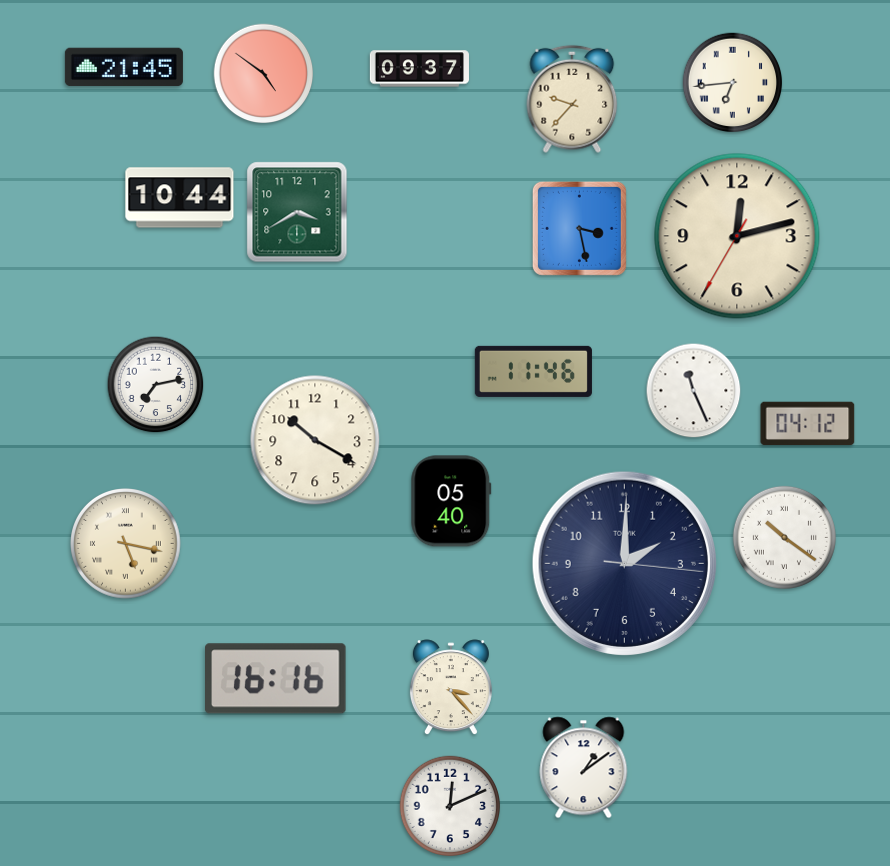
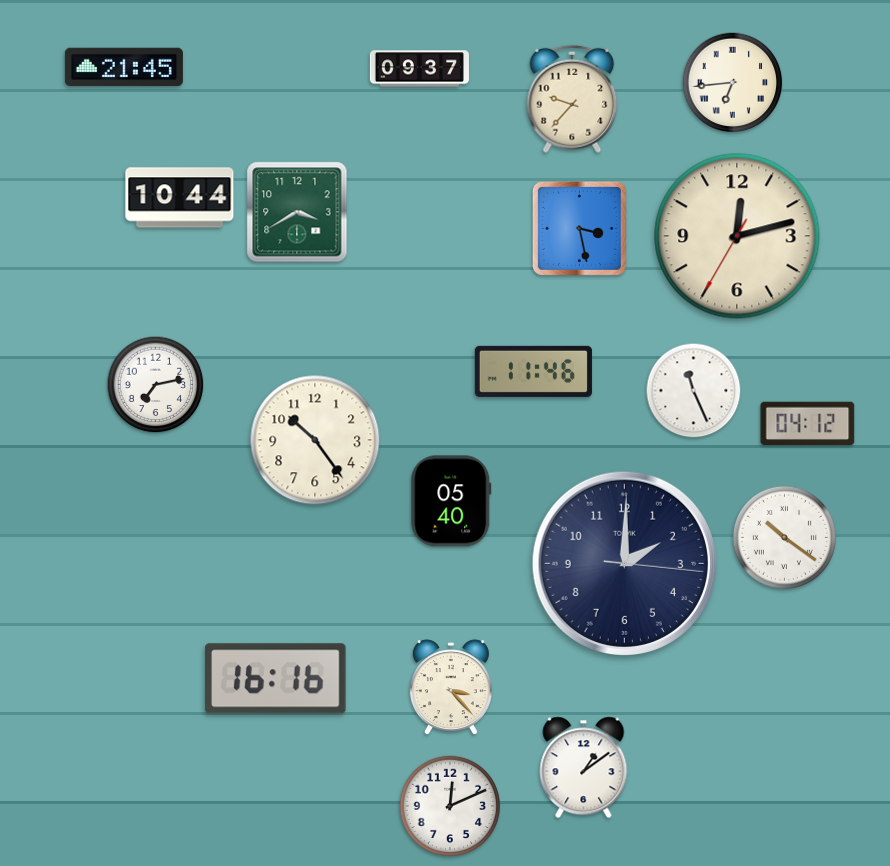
clock at (264, 74): 4:51 -> none
clock at (315, 440): 10:20 -> 10:24
clock at (126, 544): 5:17 -> none
